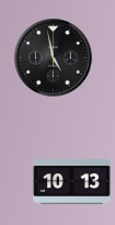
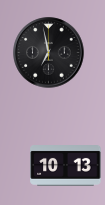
clock at (54, 58): 4:58 -> 6:58
